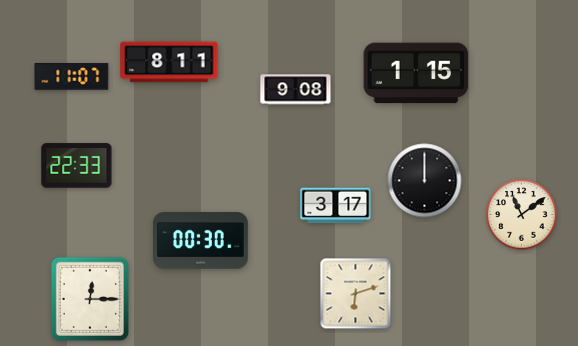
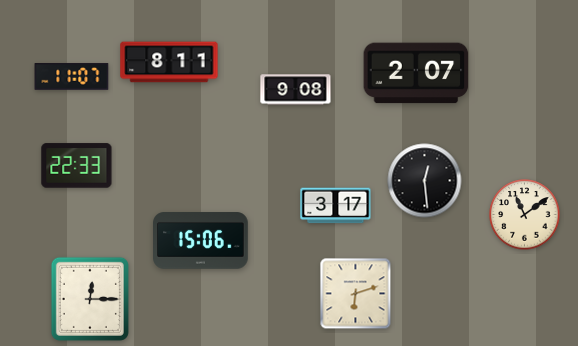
clock at (416, 73): 1:15 -> 2:07
clock at (425, 181): 12:00 -> 12:29
clock at (522, 215) position: (522, 215) -> (525, 215)
clock at (201, 241): 00:30 -> 15:06
